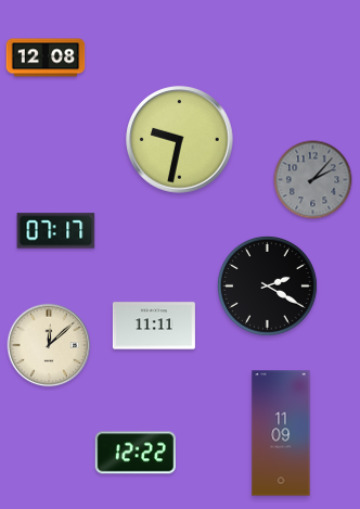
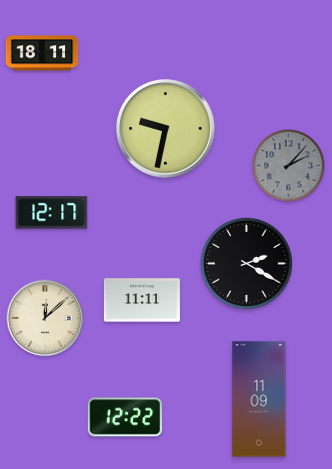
clock at (46, 58): 12:08 -> 18:11
clock at (56, 231): 07:17 -> 12:17
